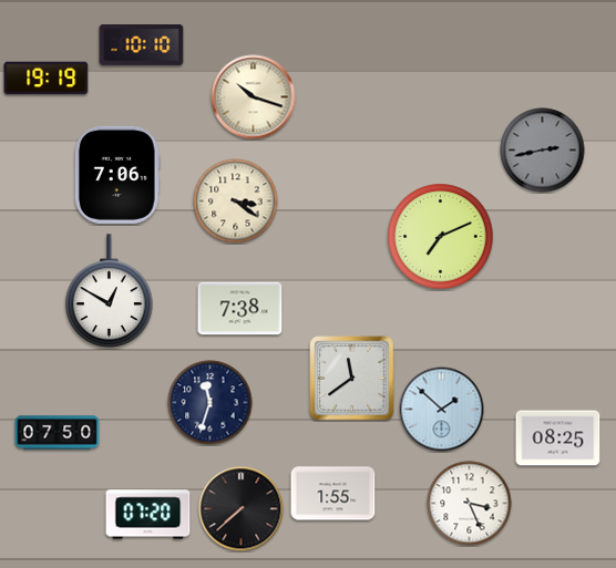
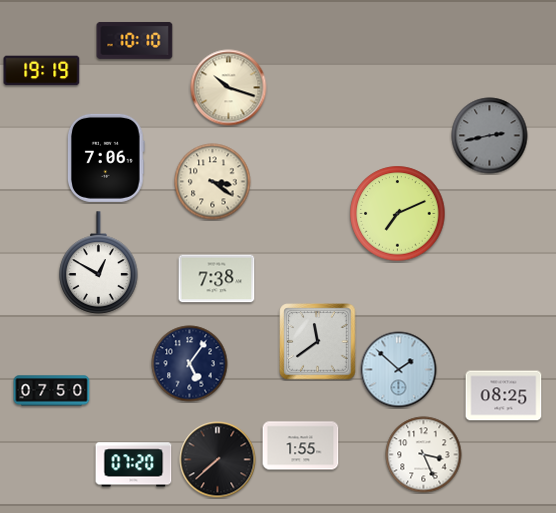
clock at (142, 44) position: (142, 44) -> (135, 40)
clock at (211, 403): 11:33 -> 5:06
